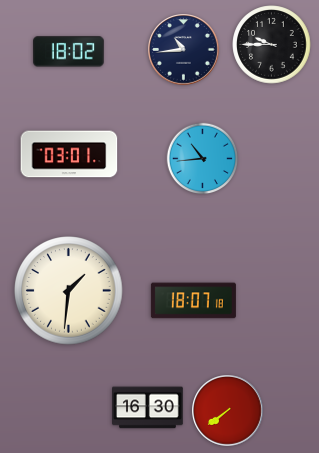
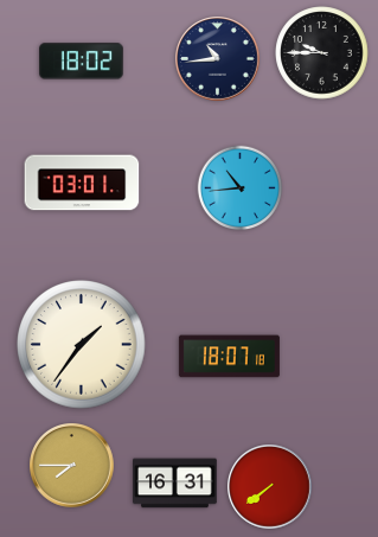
clock at (69, 291): 1:31 -> 1:36
clock at (72, 466): none -> 7:45
clock at (148, 408): 16:30 -> 16:31
